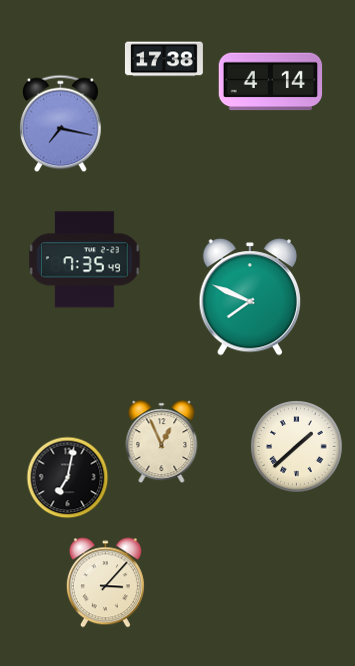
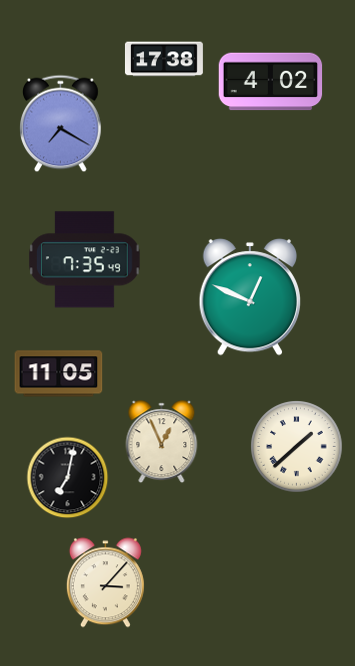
clock at (271, 82): 4:14 -> 4:02
clock at (61, 124): 7:17 -> 7:20
clock at (249, 297): 7:49 -> 12:49
clock at (59, 374): none -> 11:05
